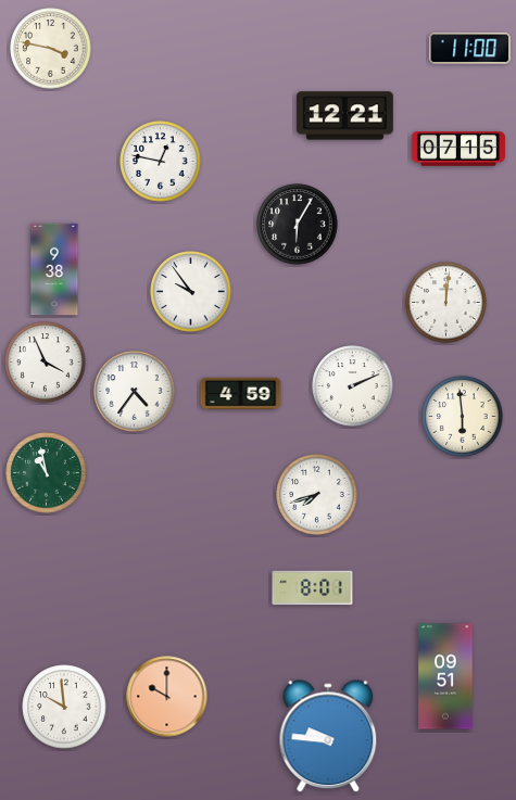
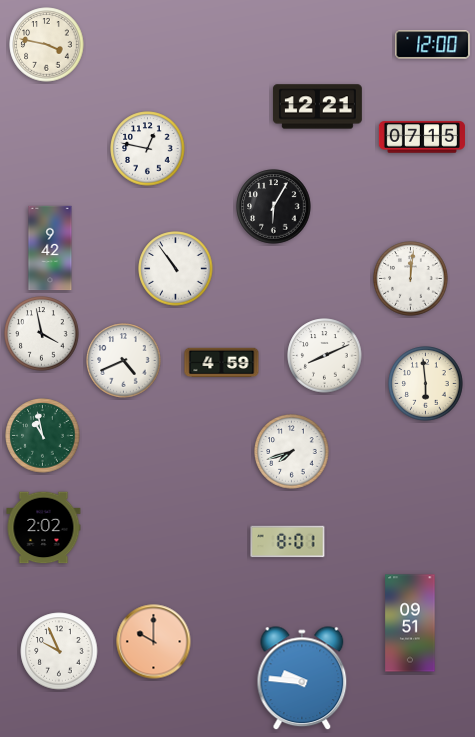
clock at (470, 49): 11:00 -> 12:00
clock at (54, 269): 9:38 -> 9:42
clock at (191, 292): 9:54 -> 10:54
clock at (46, 363): 3:56 -> 3:58
clock at (353, 386): 2:11 -> 8:11
clock at (135, 392): 4:36 -> 4:41
clock at (317, 495) position: (317, 495) -> (292, 452)
clock at (44, 528): none -> 2:02
clock at (64, 707): 9:59 -> 9:56
